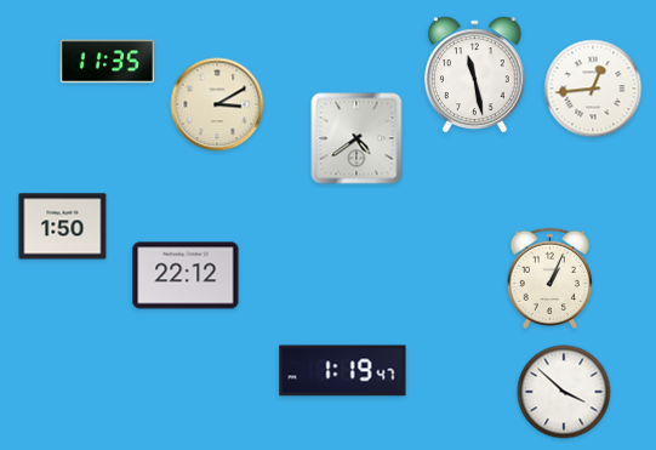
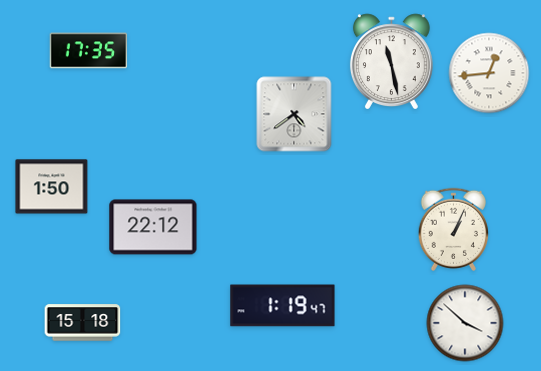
clock at (108, 62): 11:35 -> 17:35
clock at (217, 104): 3:10 -> none
clock at (83, 323): none -> 15:18
